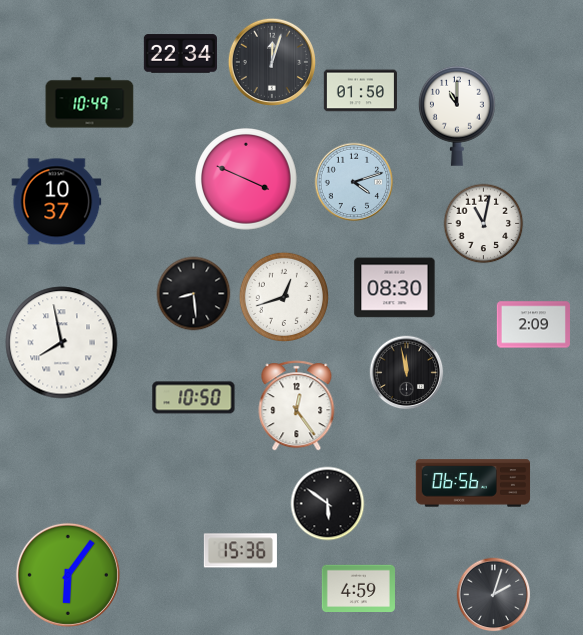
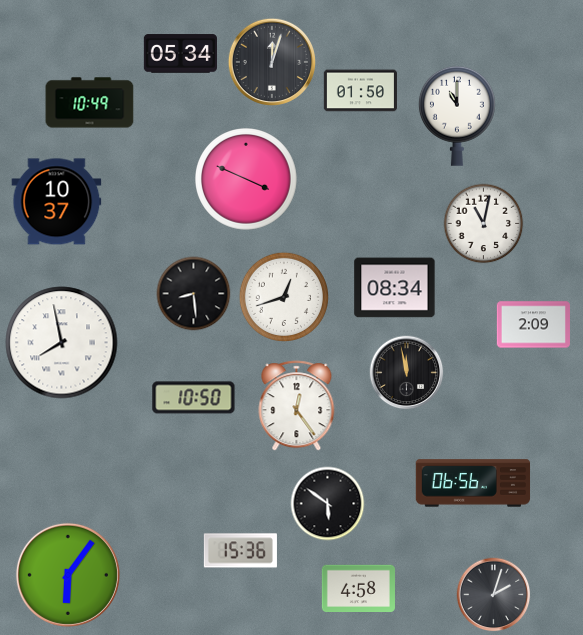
clock at (180, 54): 22:34 -> 05:34
clock at (354, 182): 4:12 -> none
clock at (395, 288): 08:30 -> 08:34
clock at (358, 588): 4:59 -> 4:58
